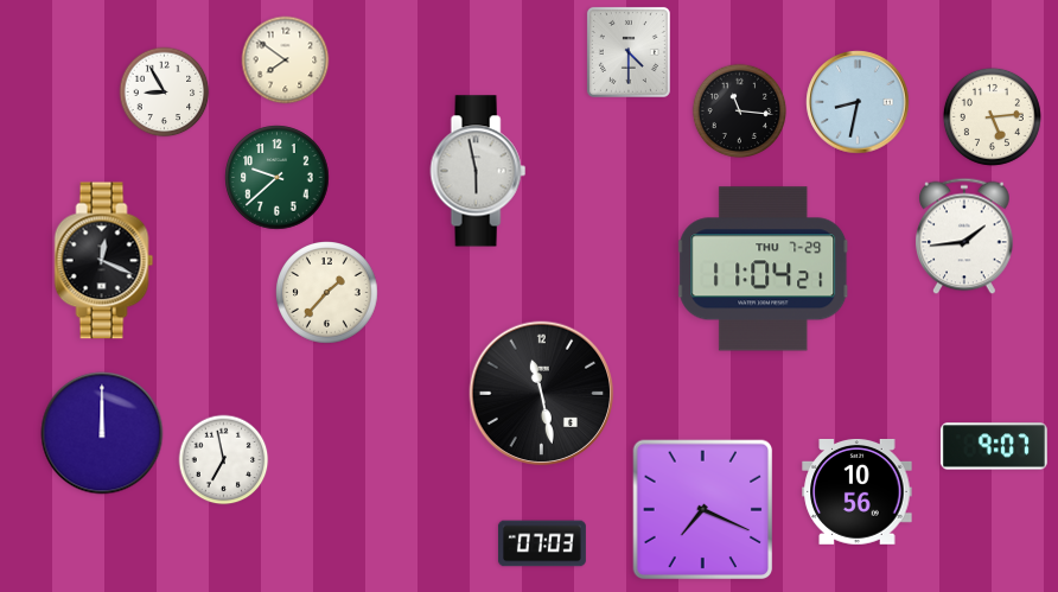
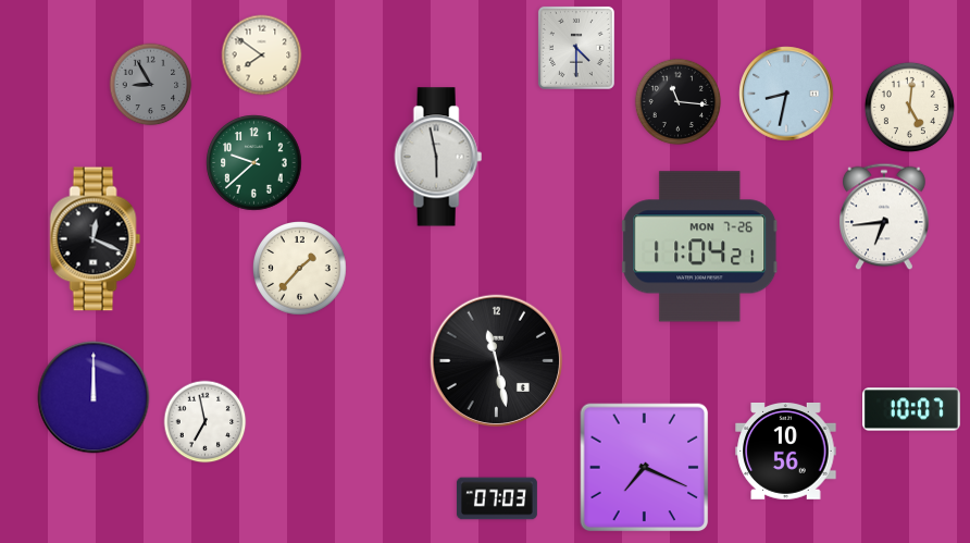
clock at (165, 93) dial: white -> grey
clock at (992, 116): 5:14 -> 5:01
clock at (964, 236): 1:44 -> 6:44
clock at (764, 269) date: THU 7-29 -> MON 7-26
clock at (994, 446): 9:07 -> 10:07
